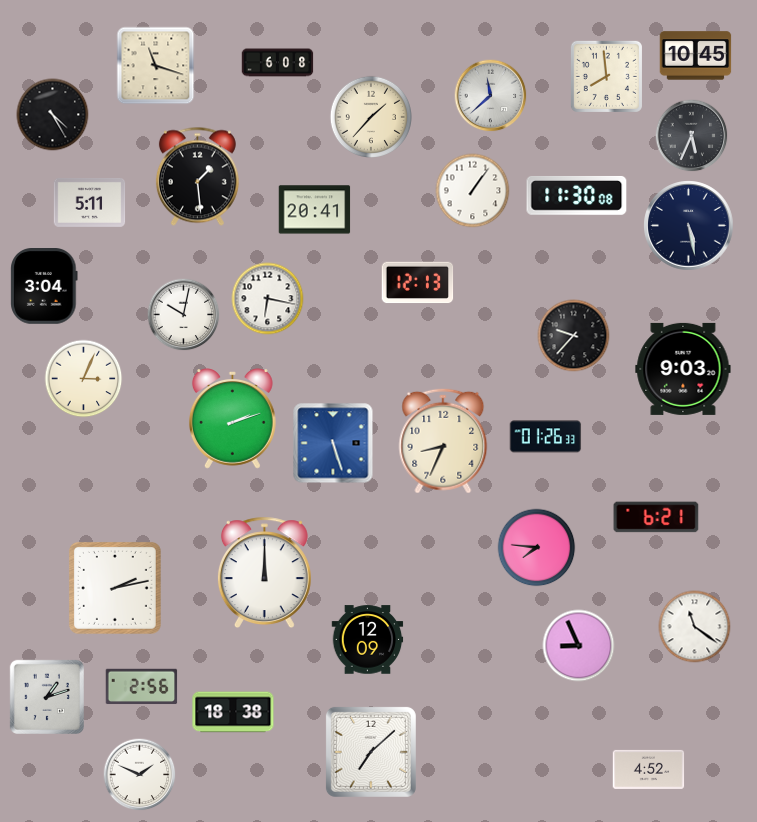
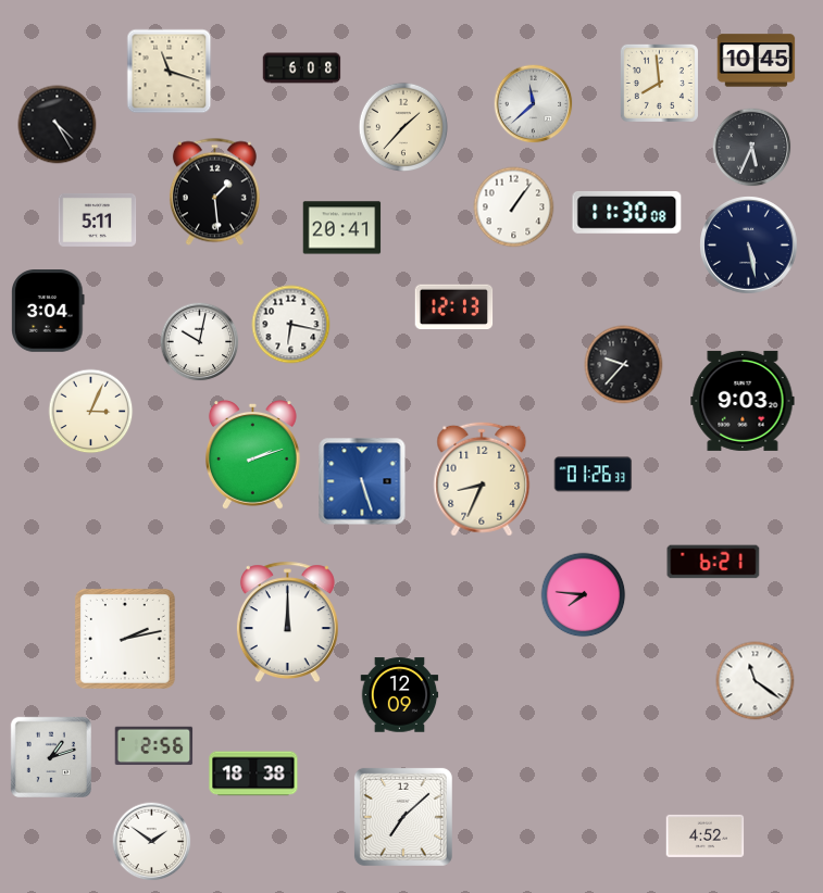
clock at (579, 646): 8:56 -> none
clock at (140, 775): 1:49 -> 1:51
